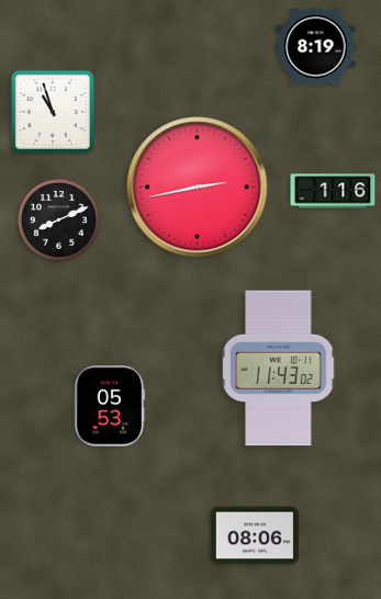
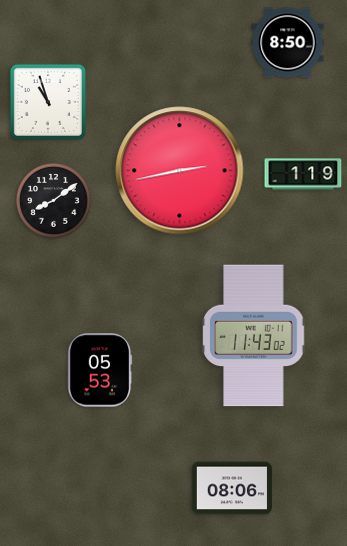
clock at (316, 47): 8:19 -> 8:50
clock at (333, 191): 1:16 -> 1:19
clock at (59, 221): 8:11 -> 8:09
